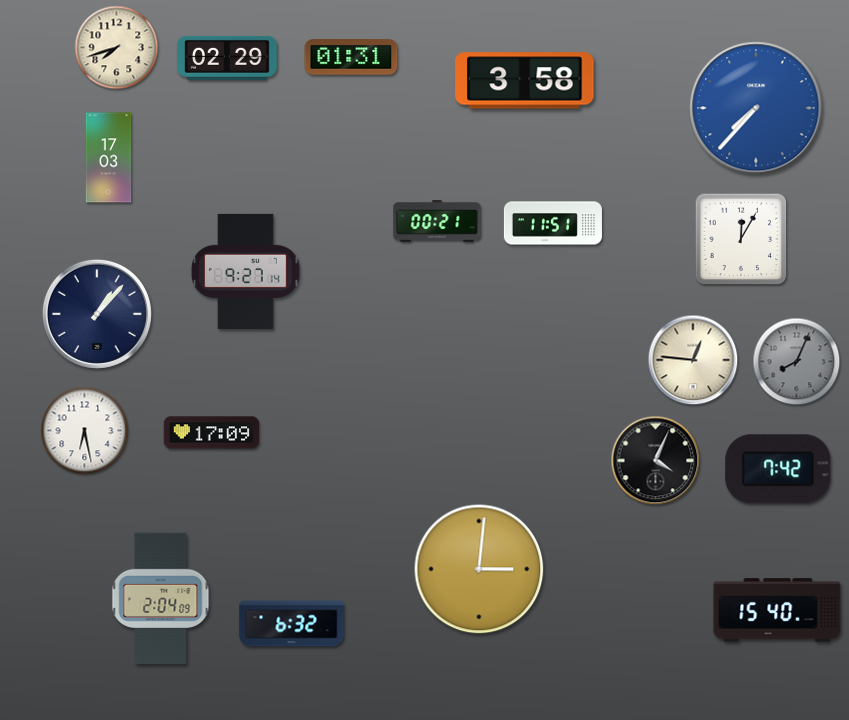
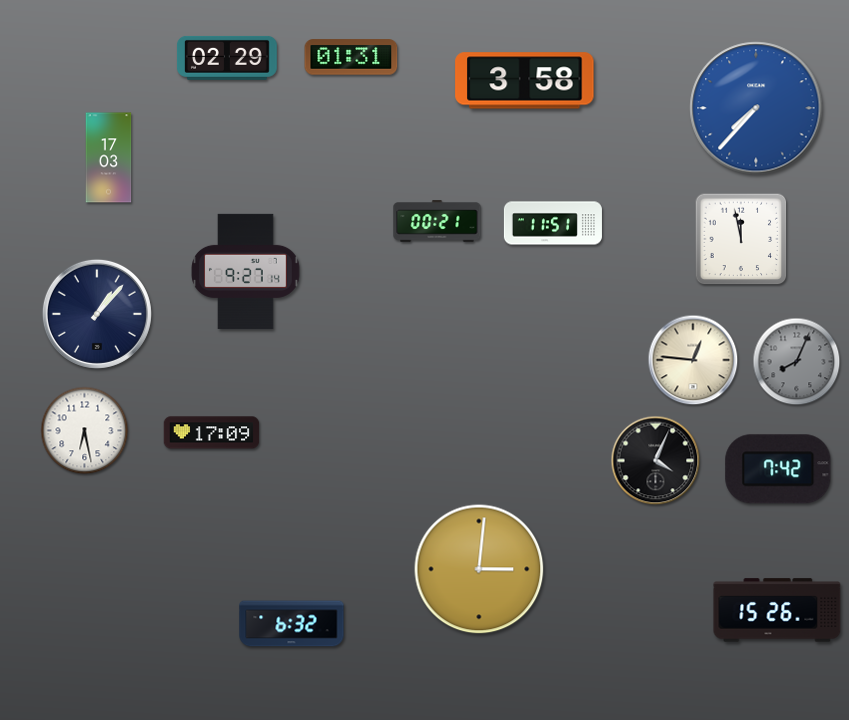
clock at (117, 48): 7:42 -> none
clock at (741, 239): 12:05 -> 11:58
clock at (161, 599): 2:04 -> none
clock at (777, 610): 15:40 -> 15:26
